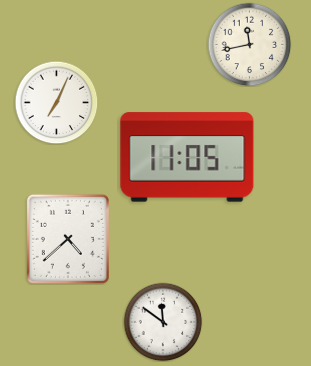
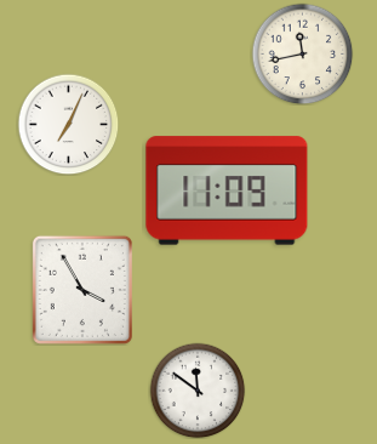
clock at (187, 157): 11:05 -> 11:09
clock at (68, 239): 4:38 -> 3:55
